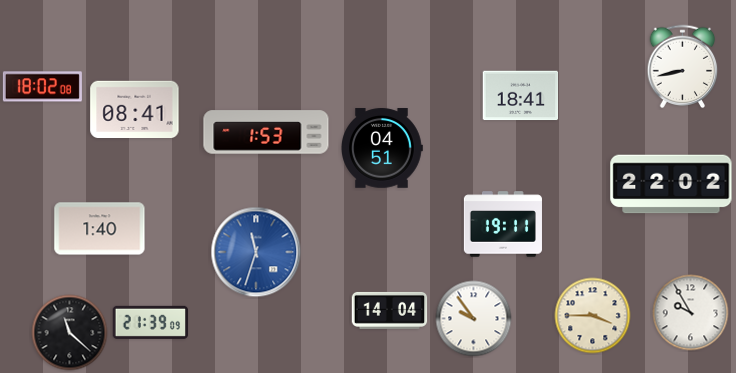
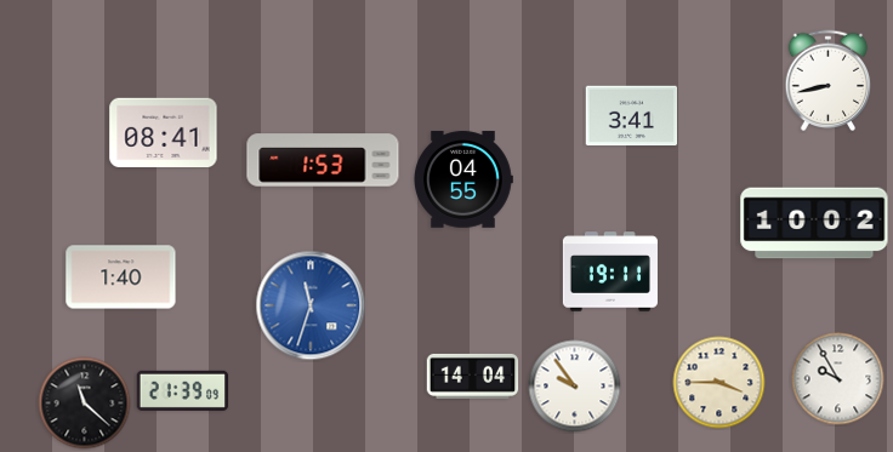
clock at (42, 87): 18:02 -> none
clock at (521, 96): 18:41 -> 3:41
clock at (382, 148): 04:51 -> 04:55
clock at (671, 184): 22:02 -> 10:02
